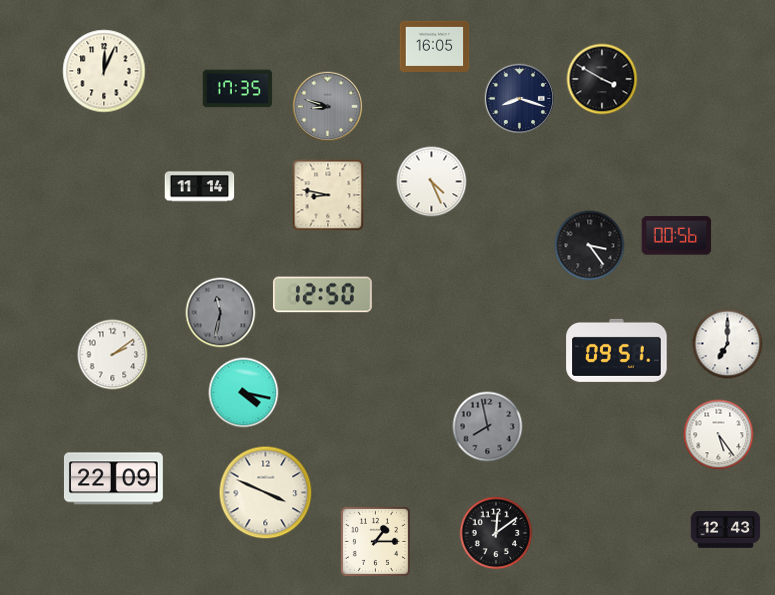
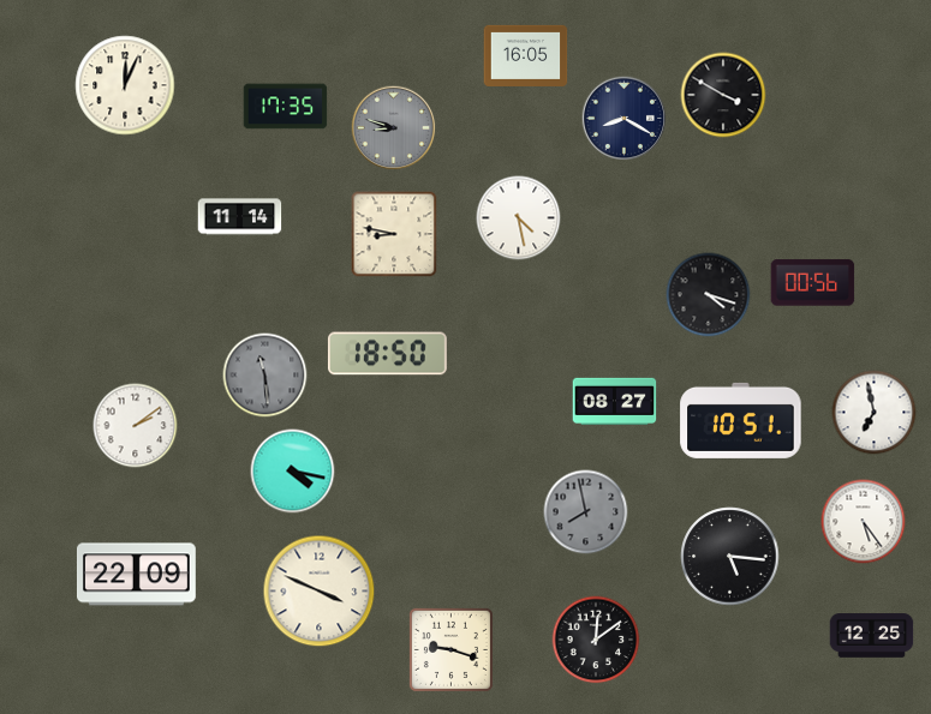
clock at (435, 46) position: (435, 46) -> (526, 55)
clock at (520, 99): 8:18 -> 8:20
clock at (432, 182): 4:26 -> 4:28
clock at (200, 187) position: (200, 187) -> (240, 217)
clock at (590, 246): 3:24 -> 4:18
clock at (322, 295): 12:50 -> 18:50
clock at (221, 313): 11:32 -> 11:29
clock at (615, 401): none -> 08:27
clock at (728, 344): 7:00 -> 6:58
clock at (617, 350): 09:51 -> 10:51
clock at (730, 557): none -> 5:16
clock at (726, 530): 12:43 -> 12:25
clock at (375, 541): 1:15 -> 9:18
